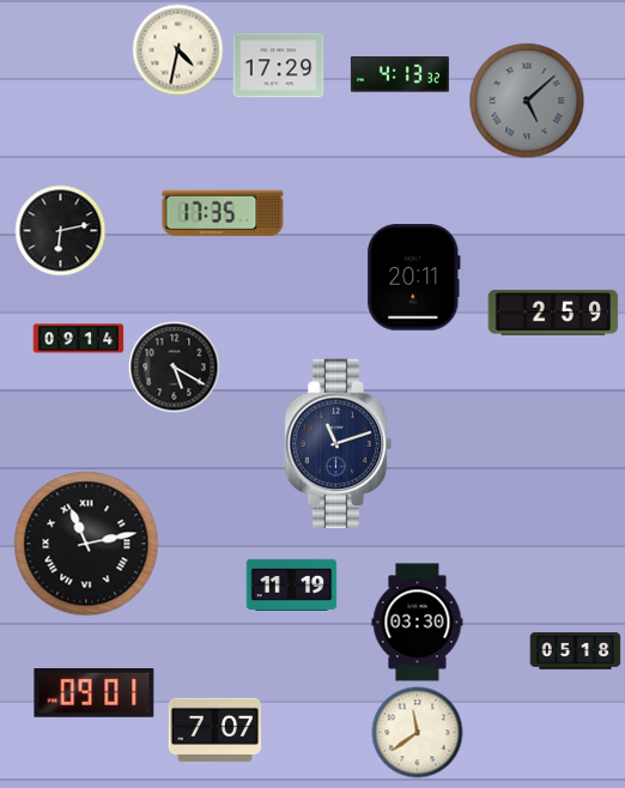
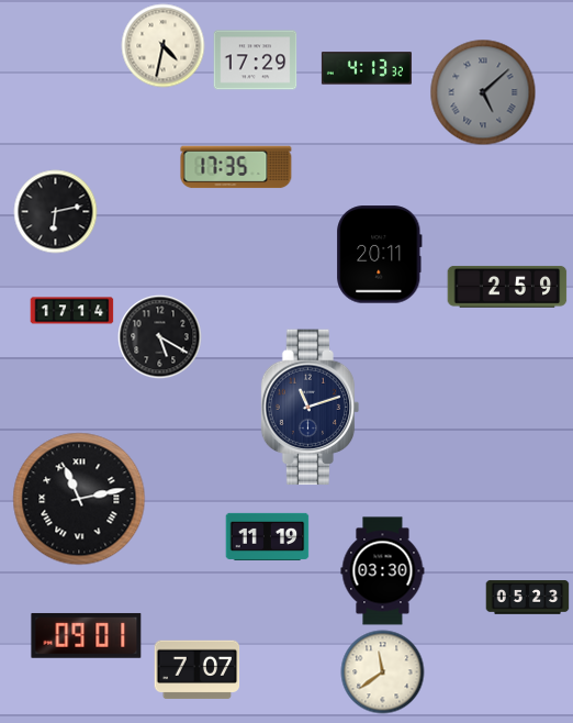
clock at (223, 213) position: (223, 213) -> (236, 167)
clock at (79, 339): 09:14 -> 17:14
clock at (576, 651): 05:18 -> 05:23
